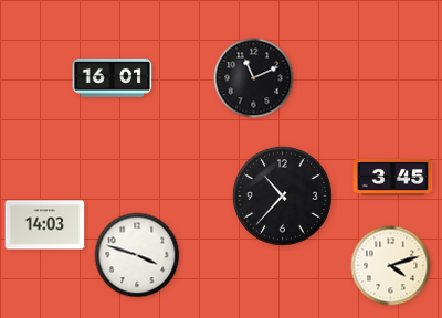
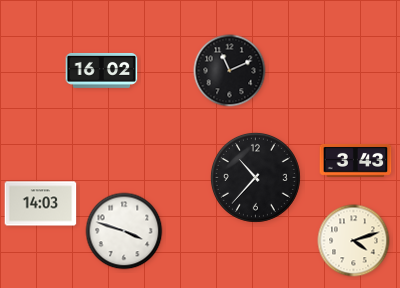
clock at (113, 77): 16:01 -> 16:02
clock at (393, 177): 3:45 -> 3:43
